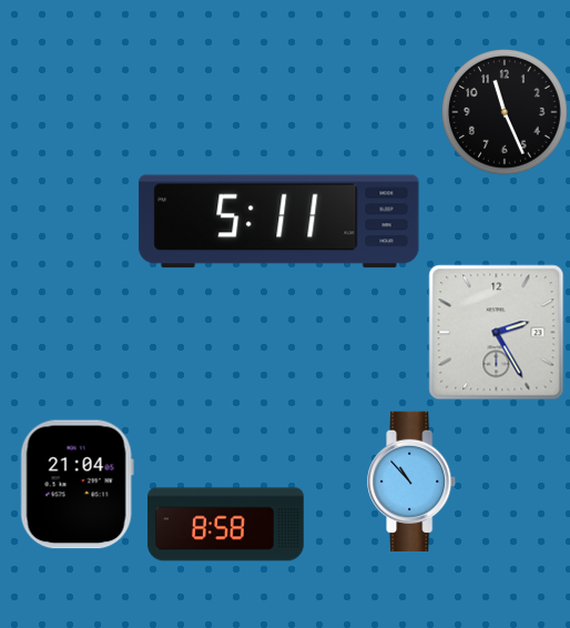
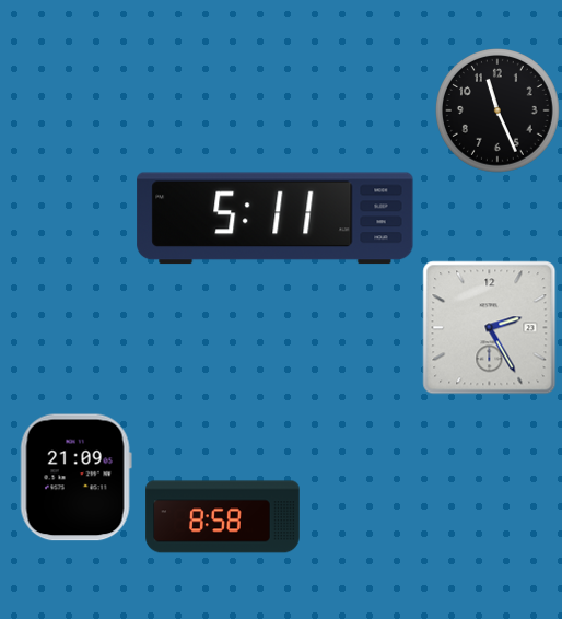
clock at (413, 482): 10:53 -> none
clock at (77, 485): 21:04 -> 21:09
